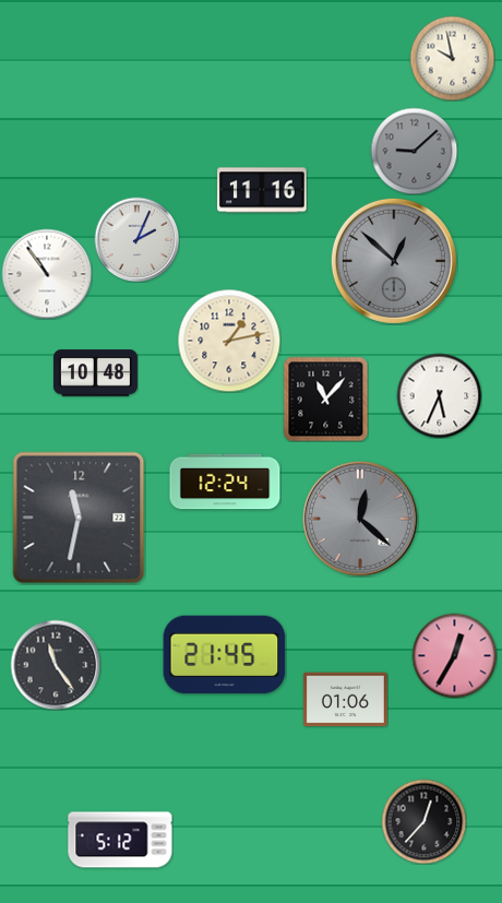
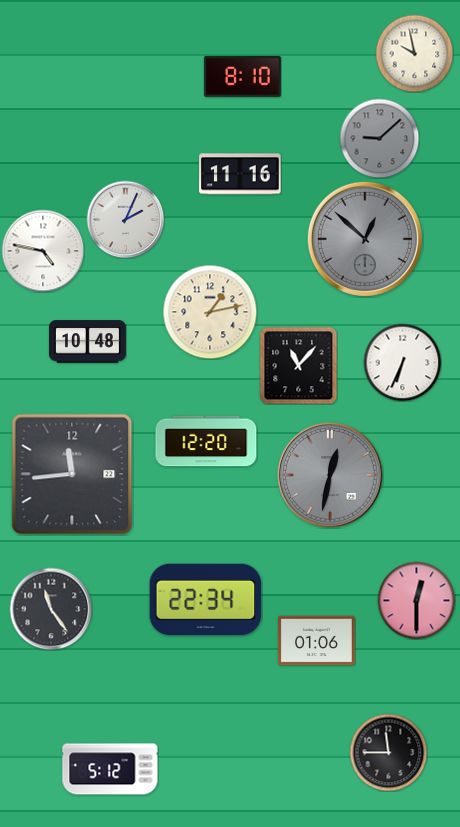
clock at (242, 76): none -> 8:10
clock at (394, 261) position: (394, 261) -> (365, 239)
clock at (47, 274): 10:54 -> 4:47
clock at (439, 395): 5:34 -> 6:34
clock at (225, 482): 12:24 -> 12:20
clock at (79, 518): 11:32 -> 11:44
clock at (360, 519): 12:22 -> 12:32
clock at (225, 655): 21:45 -> 22:34
clock at (454, 655): 12:35 -> 12:30
clock at (423, 821): 12:37 -> 11:45
